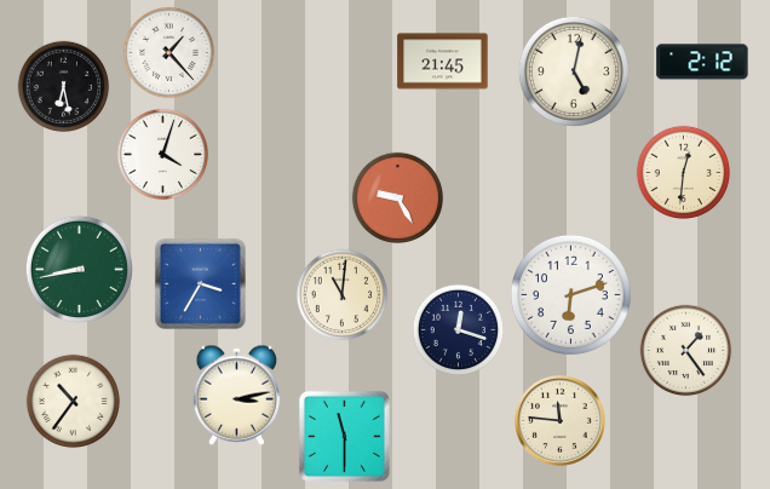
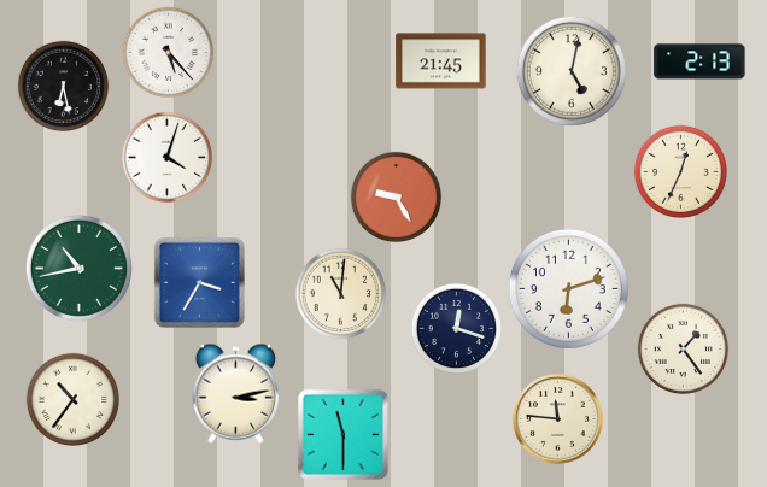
clock at (169, 53): 1:23 -> 5:23
clock at (702, 62): 2:12 -> 2:13
clock at (163, 155) position: (163, 155) -> (168, 158)
clock at (683, 172): 12:31 -> 12:34
clock at (79, 269): 8:43 -> 10:43
clock at (570, 294) position: (570, 294) -> (568, 288)
